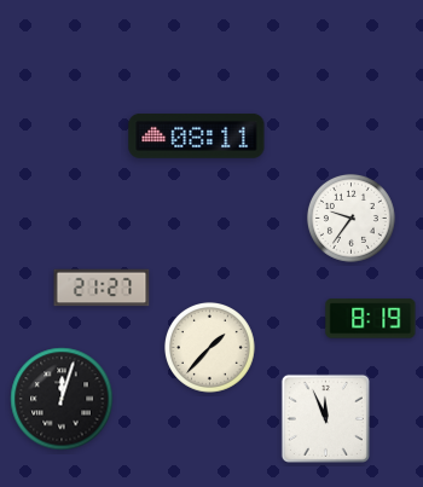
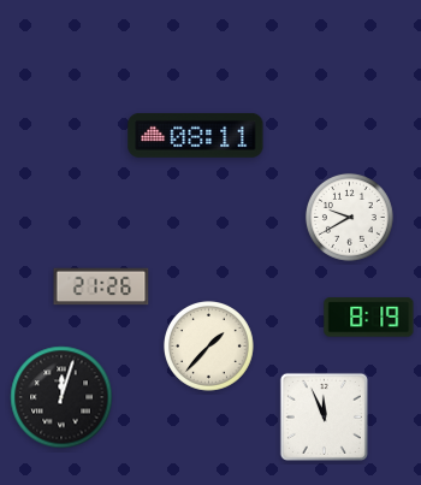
clock at (350, 218): 9:36 -> 9:40
clock at (102, 288): 21:27 -> 21:26
